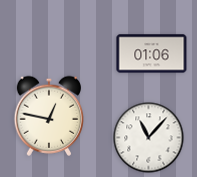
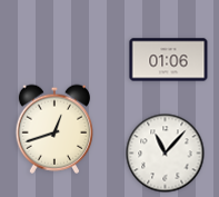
clock at (48, 116): 12:47 -> 12:42
